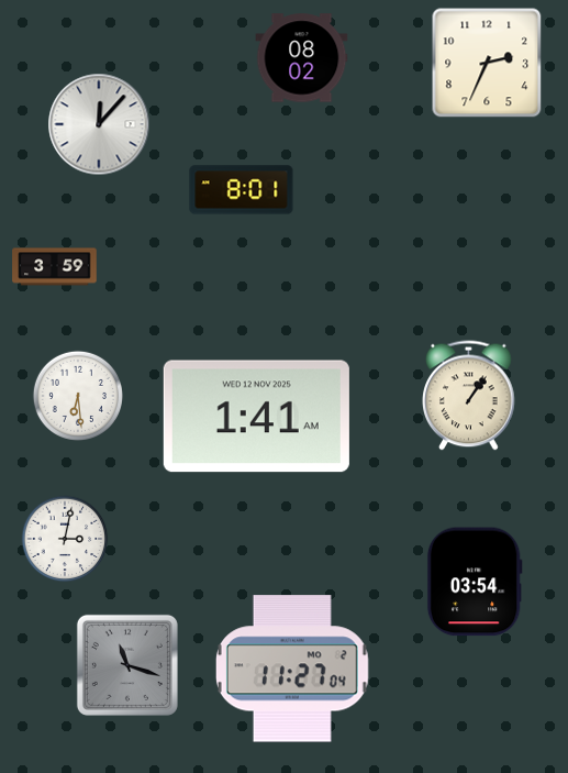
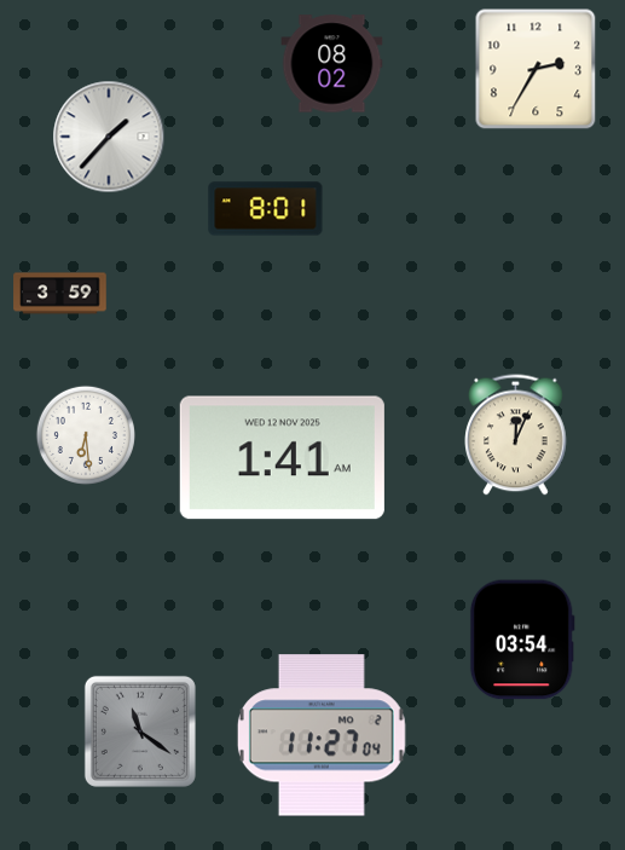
clock at (487, 63): 2:34 -> 2:35
clock at (99, 124): 12:07 -> 1:37
clock at (469, 396): 1:06 -> 12:04
clock at (65, 539): 3:02 -> none
clock at (127, 665): 11:18 -> 11:21
